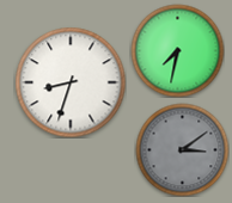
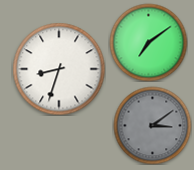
clock at (177, 50): 7:32 -> 7:09
